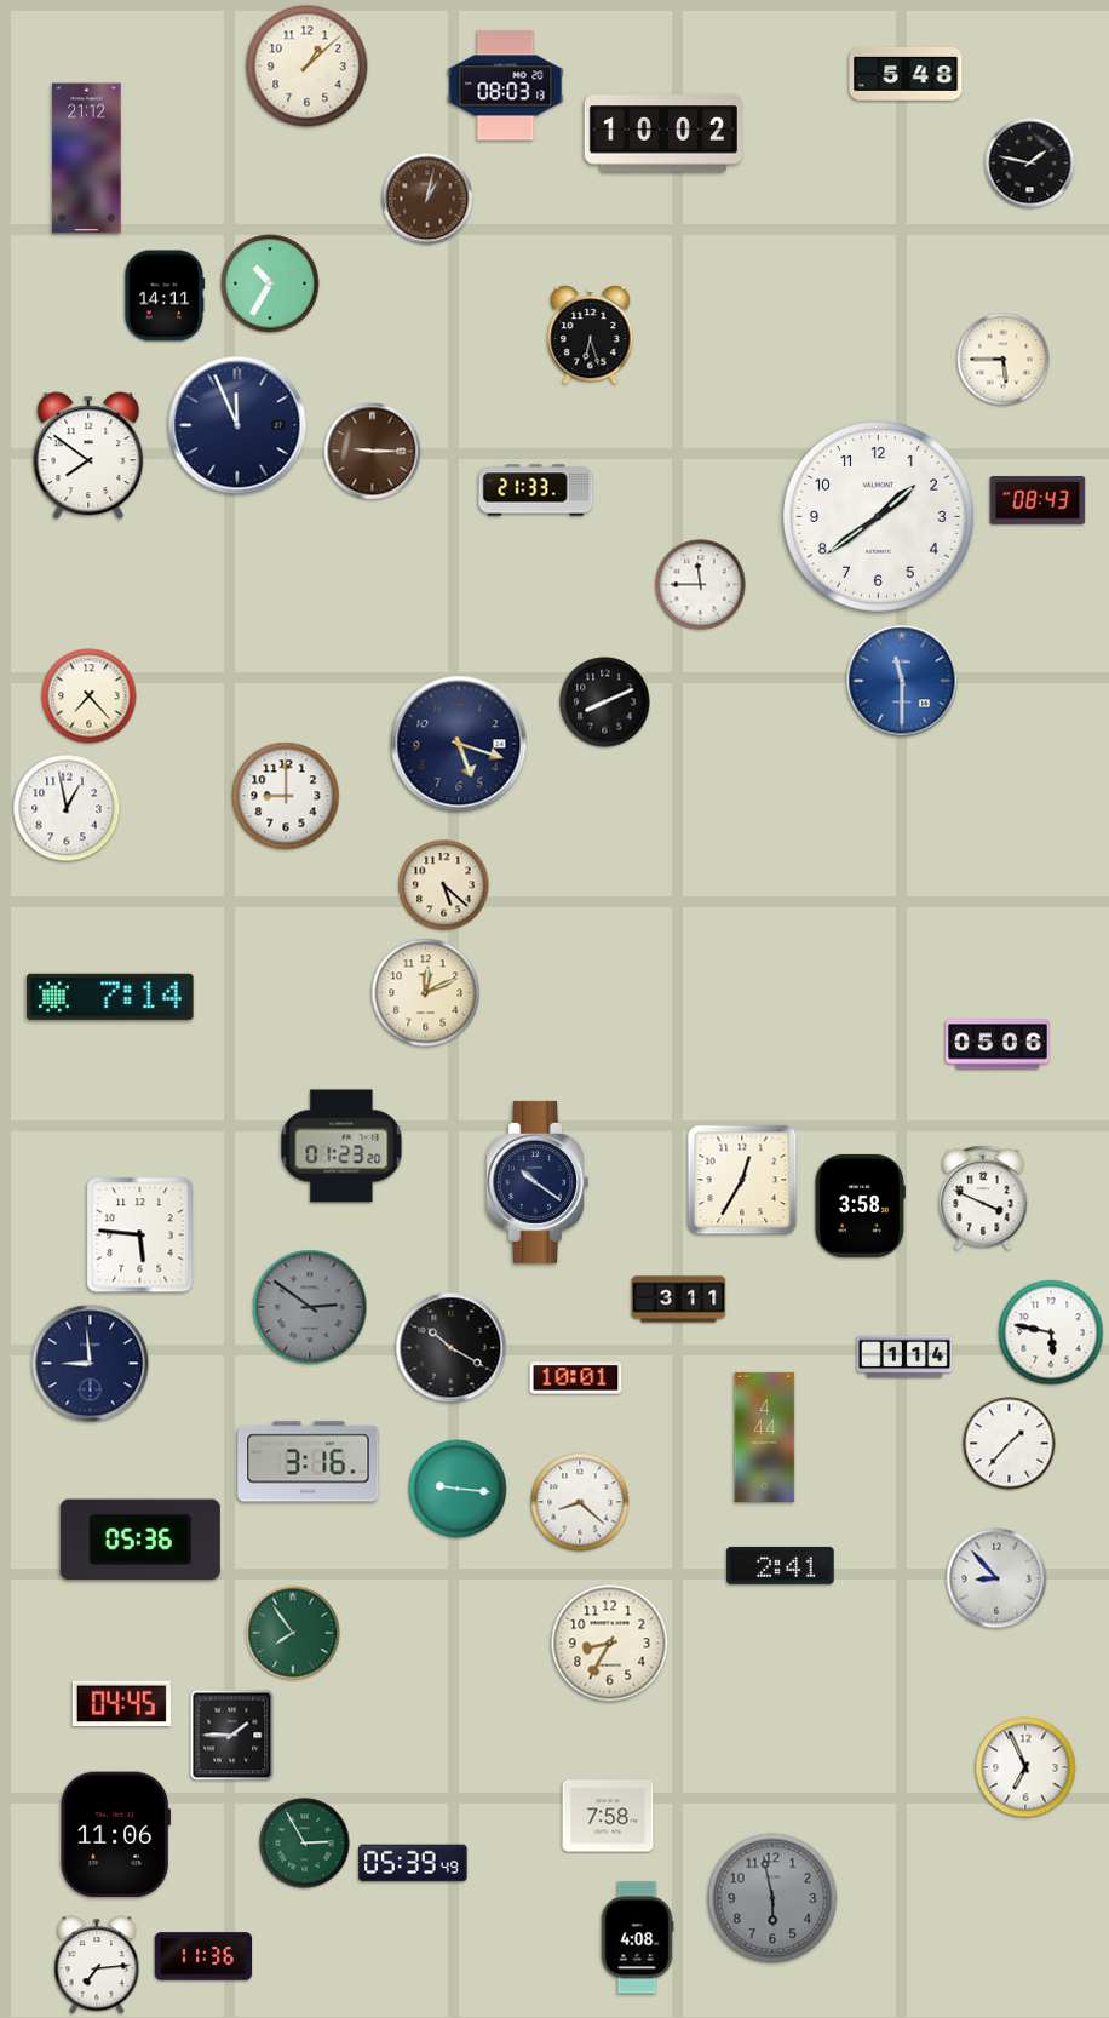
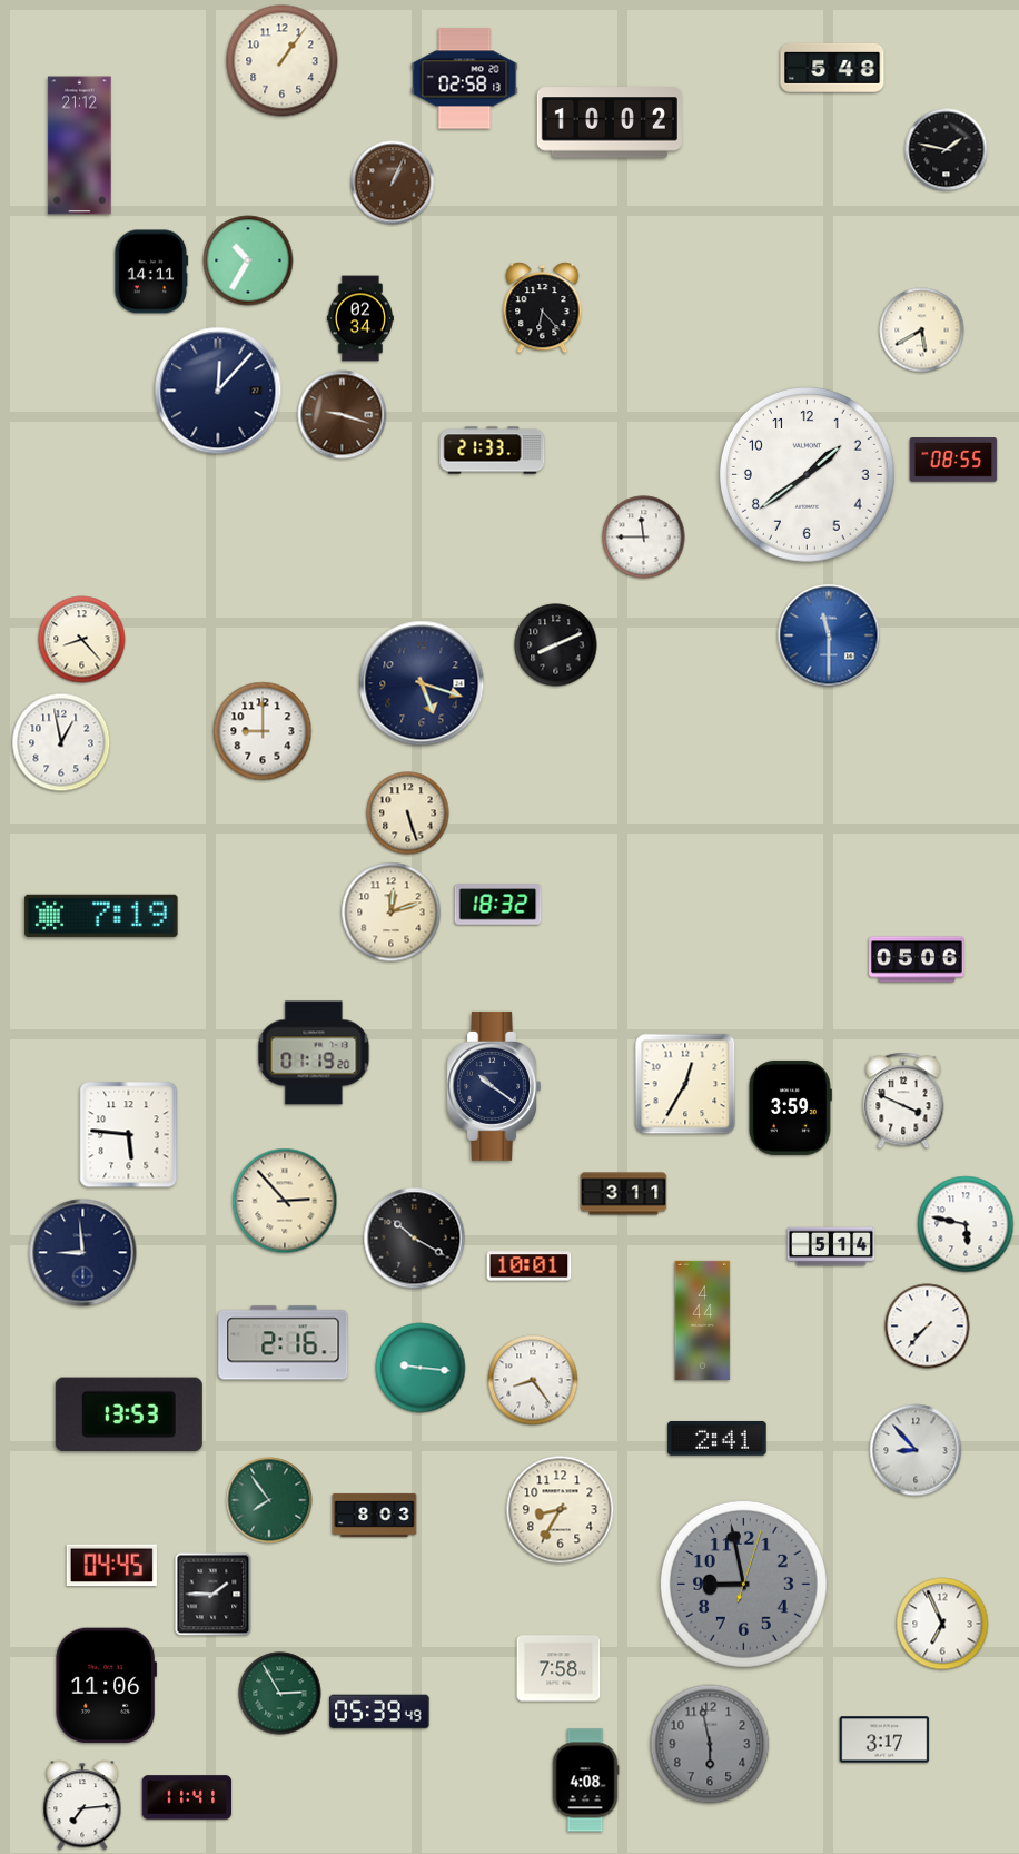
clock at (308, 67): 1:08 -> 1:06
clock at (506, 86): 08:03 -> 02:58
clock at (427, 199): 1:02 -> 1:04
clock at (591, 336): 6:27 -> 6:23
clock at (360, 318): none -> 02:34
clock at (1004, 360): 5:45 -> 5:40
clock at (237, 425): 11:56 -> 12:07
clock at (373, 452): 9:15 -> 9:18
clock at (88, 455): 7:51 -> none
clock at (1038, 500): 08:43 -> 08:55
clock at (902, 681) position: (902, 681) -> (829, 635)
clock at (90, 696): 7:23 -> 8:23
clock at (444, 885): 5:22 -> 5:27
clock at (498, 905): none -> 18:32
clock at (426, 993): 12:11 -> 12:12
clock at (110, 997): 7:14 -> 7:19
clock at (341, 1146): 01:23 -> 01:19
clock at (742, 1180) position: (742, 1180) -> (685, 1084)
clock at (860, 1205): 3:58 -> 3:59
clock at (310, 1307): 2:51 -> 2:53
clock at (310, 1307) dial: grey -> cream
clock at (904, 1357): 1:14 -> 5:14
clock at (1010, 1444): 1:37 -> 7:37
clock at (309, 1462): 3:16 -> 2:16
clock at (580, 1502): 8:22 -> 8:24
clock at (140, 1538): 05:36 -> 13:53
clock at (375, 1515): none -> 8:03
clock at (743, 1584): none -> 8:58
clock at (884, 1739): none -> 3:17
clock at (203, 1956): 11:36 -> 11:41
clock at (97, 1965) position: (97, 1965) -> (82, 1805)
